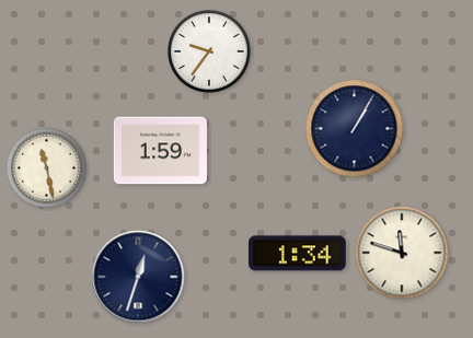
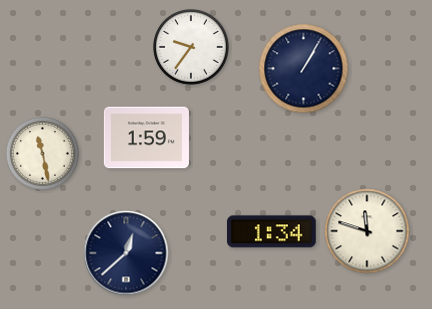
clock at (355, 129) position: (355, 129) -> (304, 69)
clock at (138, 277): 12:33 -> 12:38
